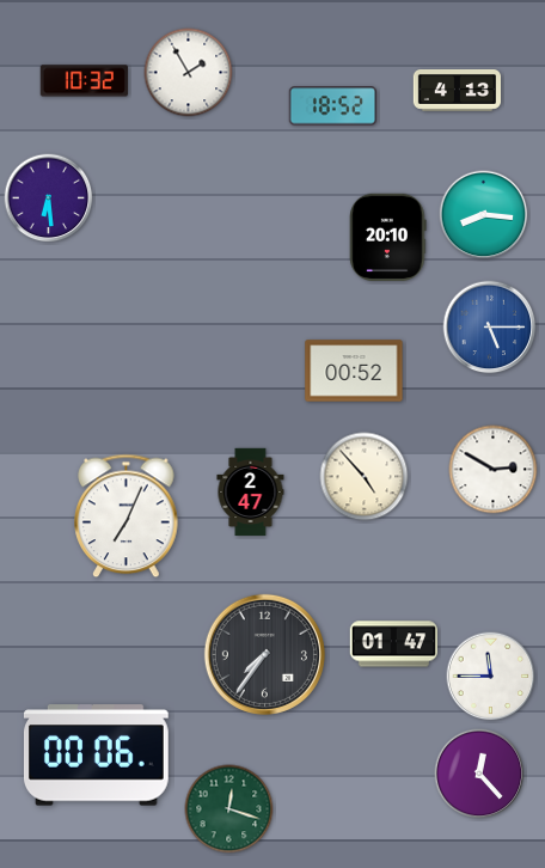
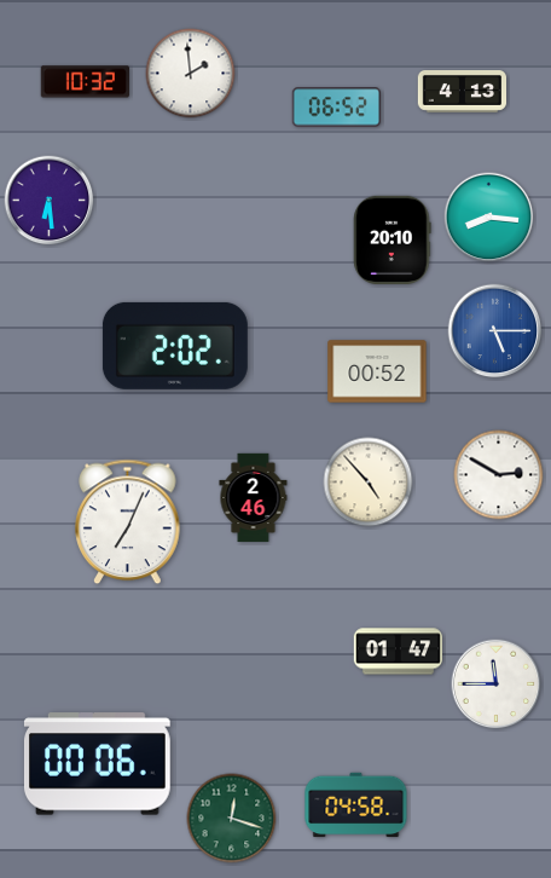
clock at (189, 73): 1:55 -> 1:59
clock at (332, 106): 18:52 -> 06:52
clock at (175, 346): none -> 2:02
clock at (354, 371) position: (354, 371) -> (377, 371)
clock at (251, 493): 2:47 -> 2:46
clock at (264, 654): 7:36 -> none
clock at (479, 774): 12:23 -> none
clock at (356, 805): none -> 04:58
